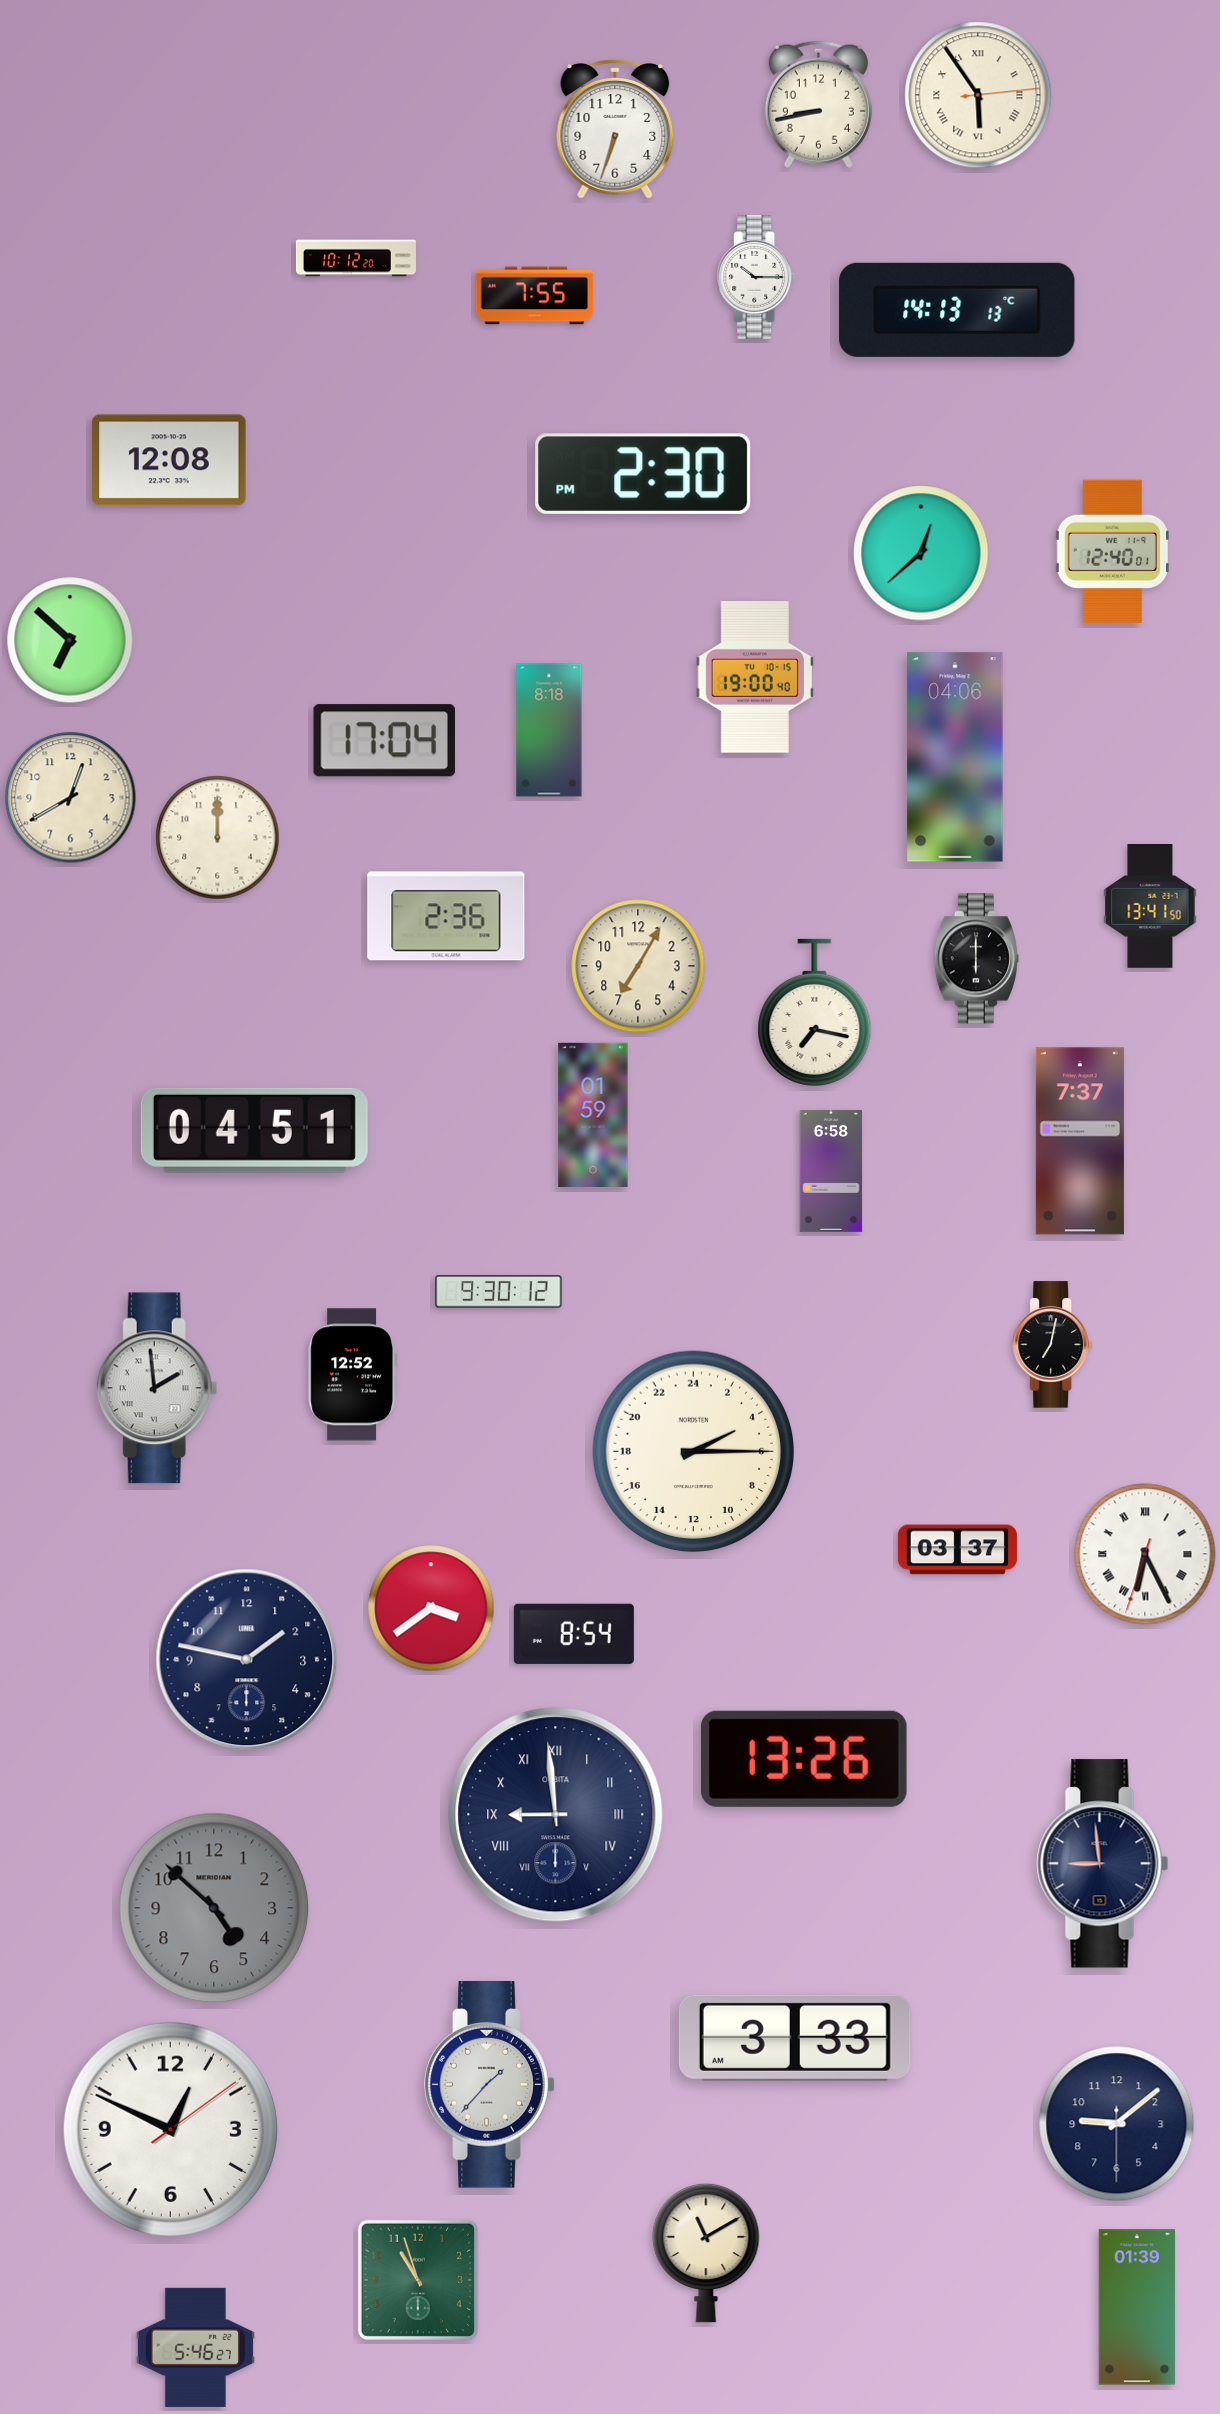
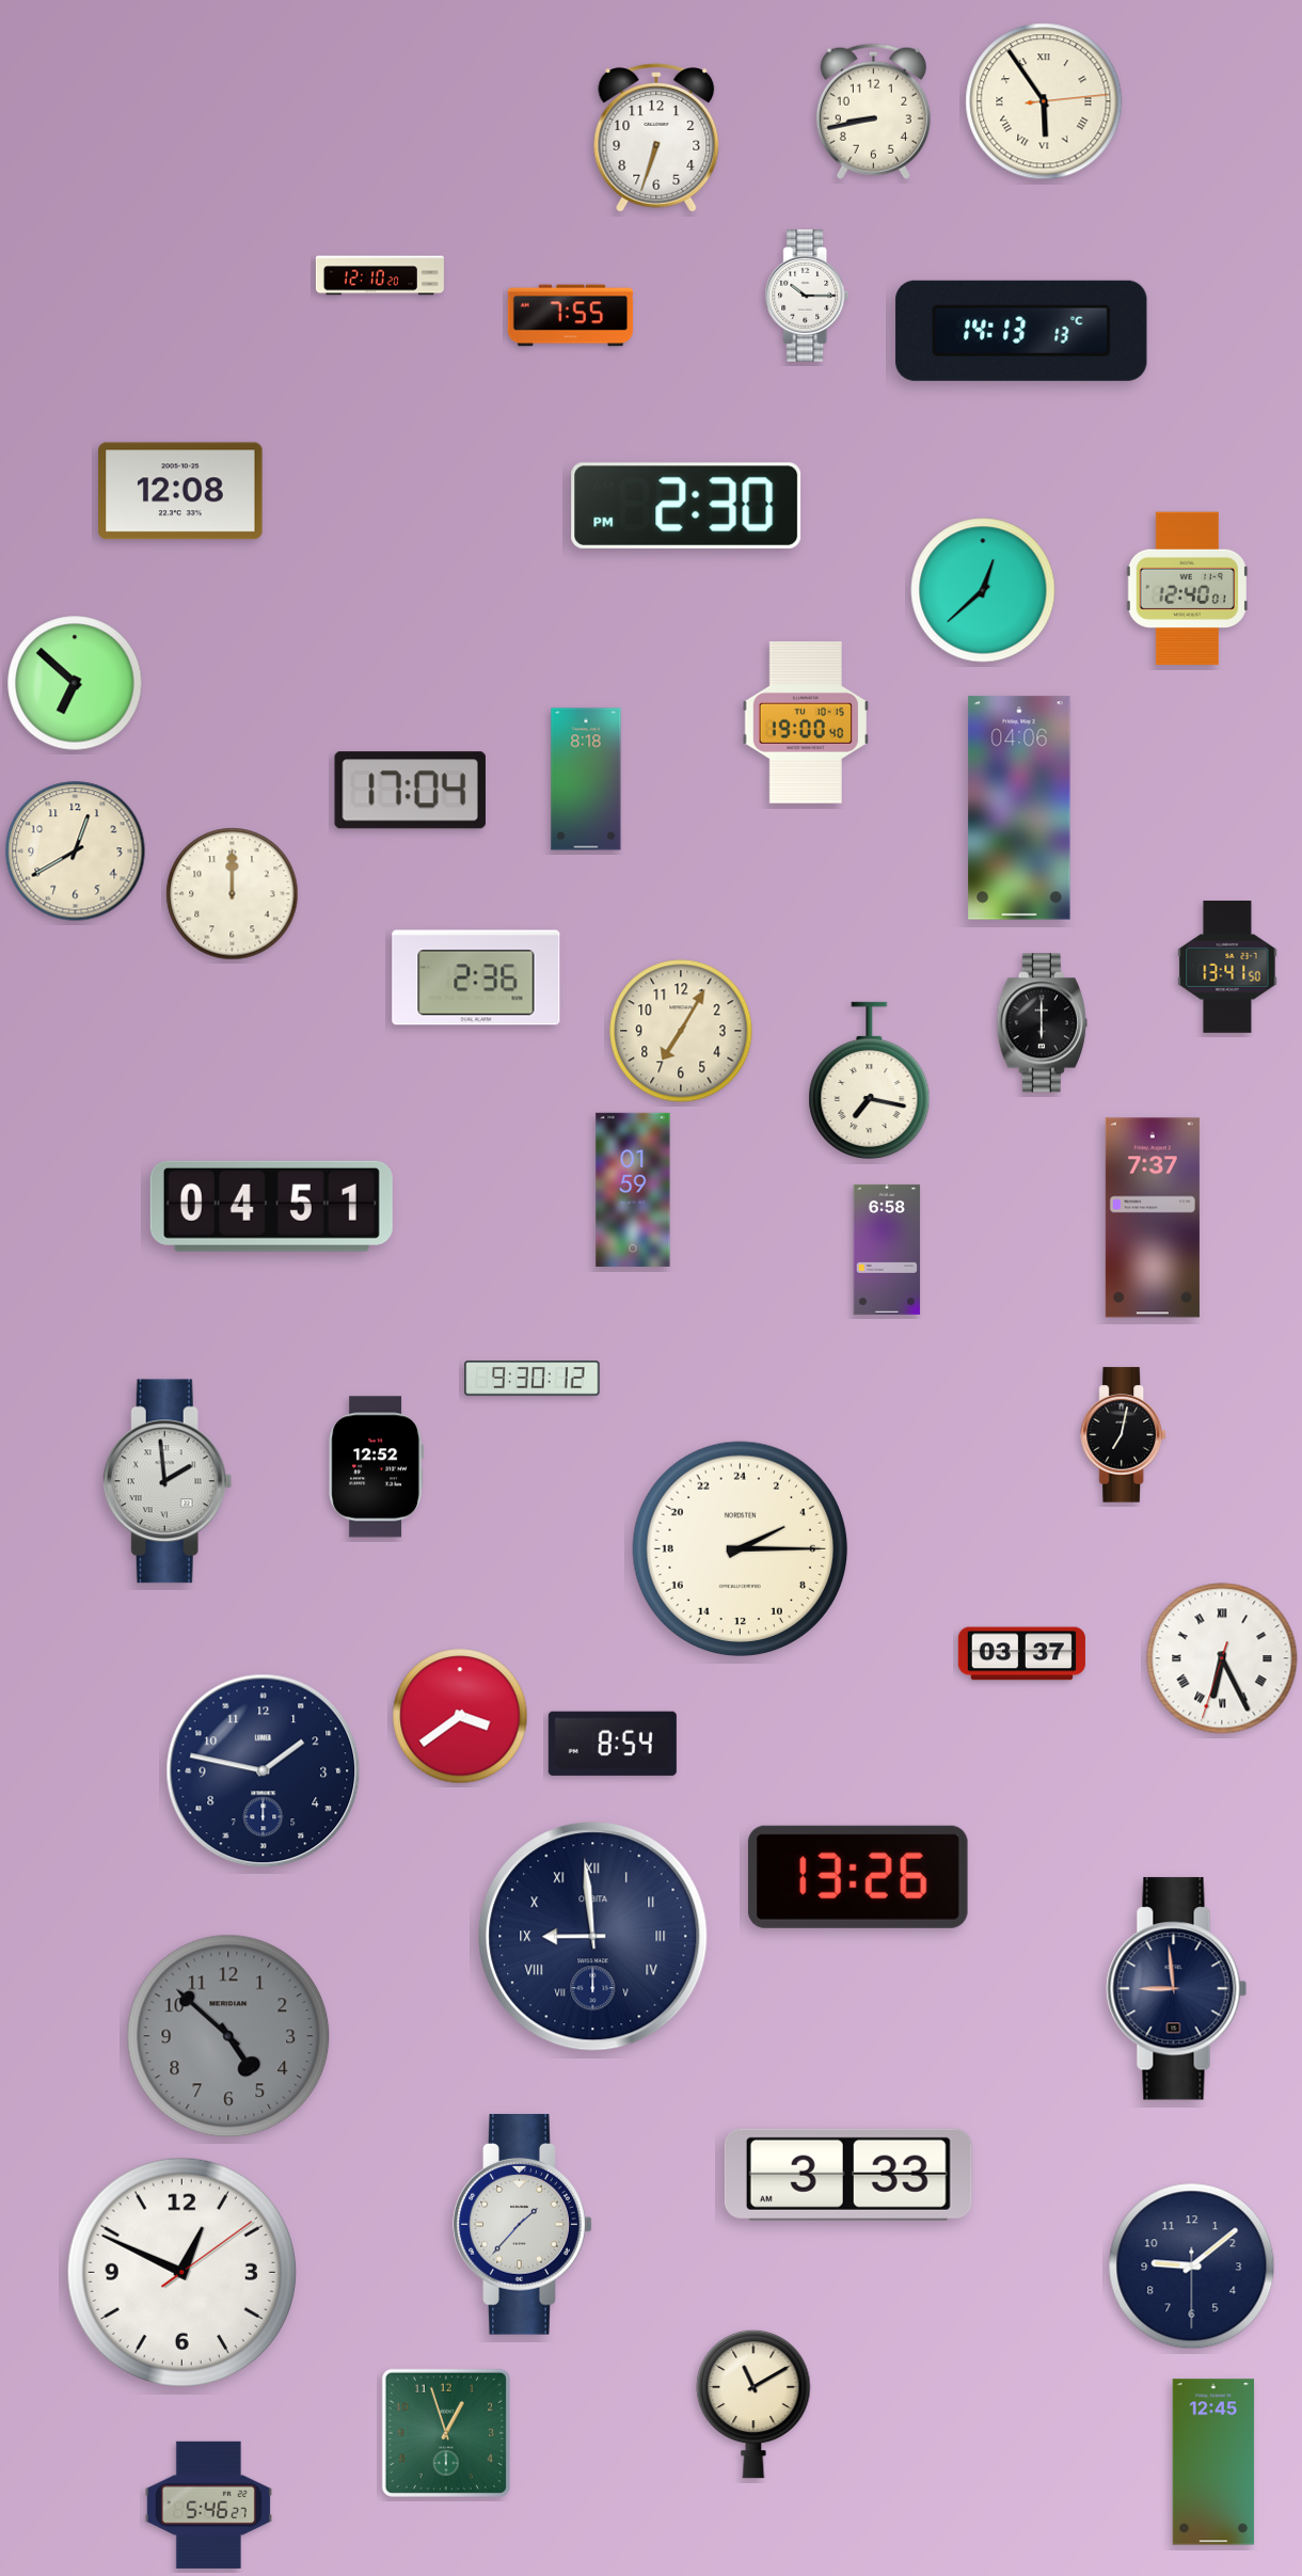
clock at (356, 258): 10:12 -> 12:10
clock at (418, 2280): 10:57 -> 12:57
clock at (1137, 2307): 01:39 -> 12:45
